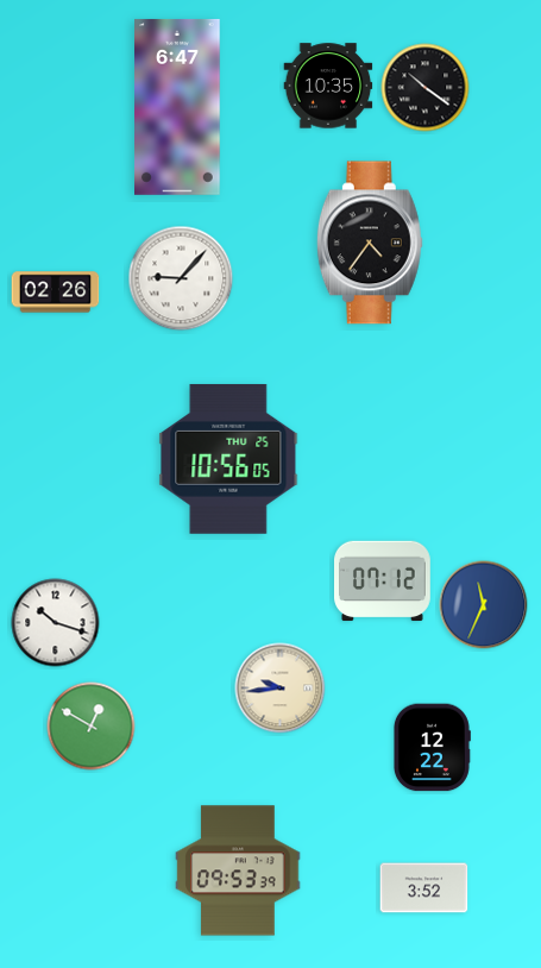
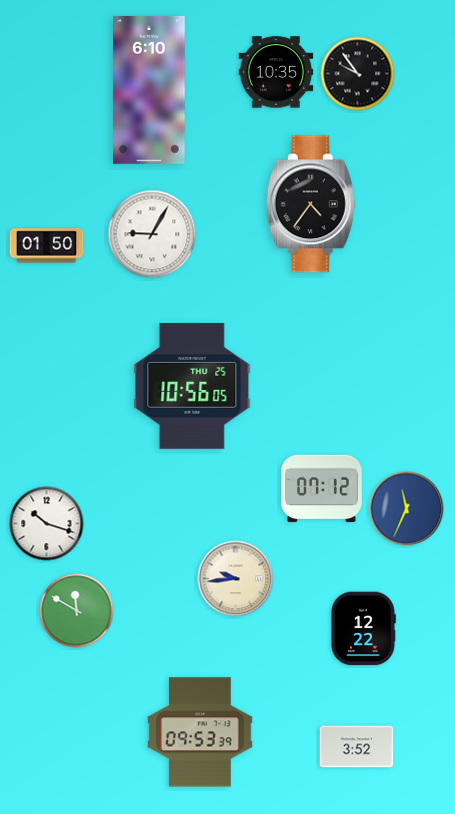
clock at (426, 88): 10:21 -> 9:54
clock at (178, 107): 6:47 -> 6:10
clock at (181, 278): 9:07 -> 9:05
clock at (56, 293): 02:26 -> 01:50
clock at (92, 727): 12:50 -> 11:50
